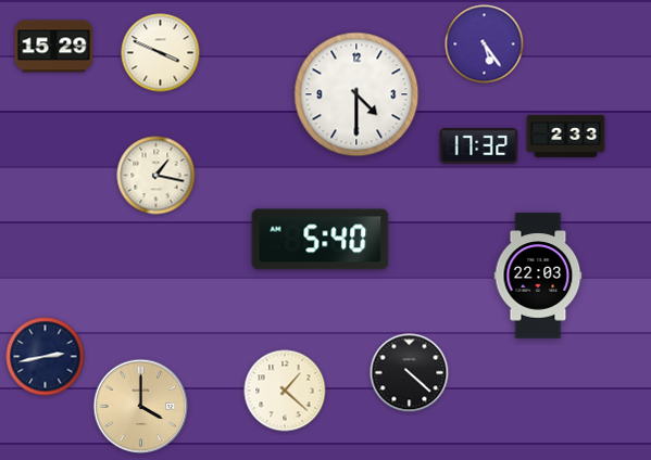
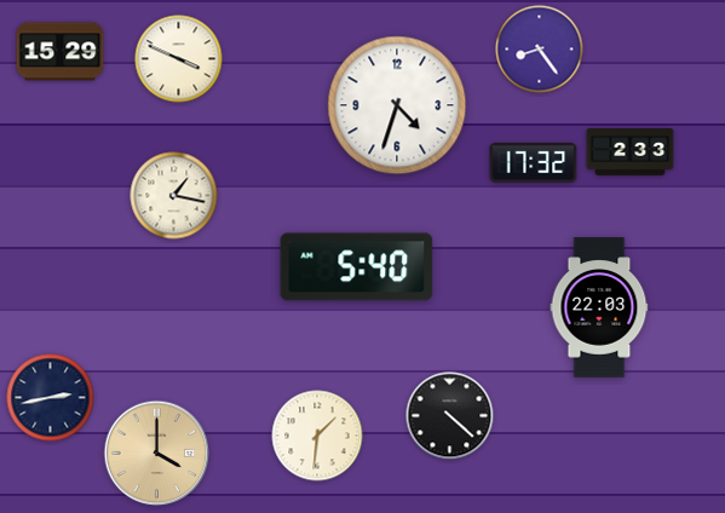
clock at (485, 44): 5:24 -> 8:24
clock at (356, 94): 4:30 -> 4:33
clock at (410, 373) position: (410, 373) -> (450, 416)
clock at (285, 391): 1:22 -> 1:31
